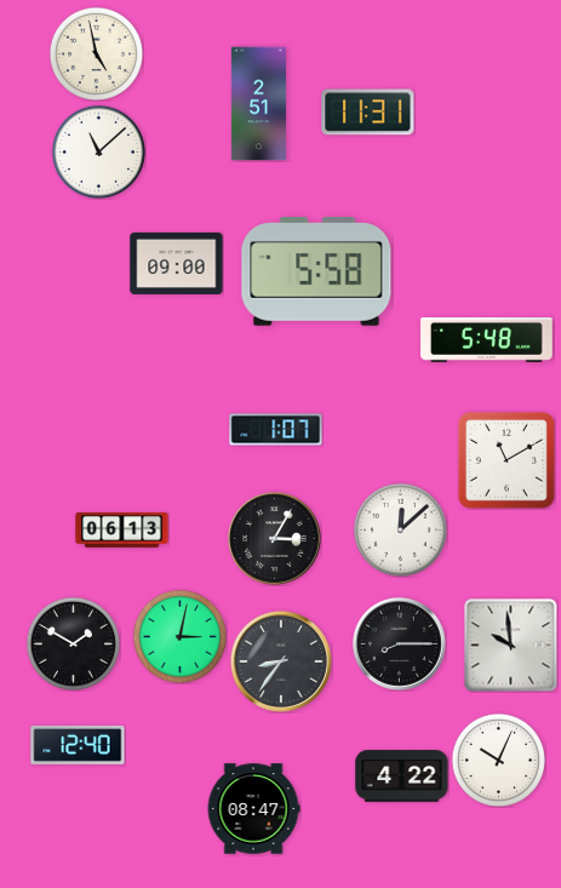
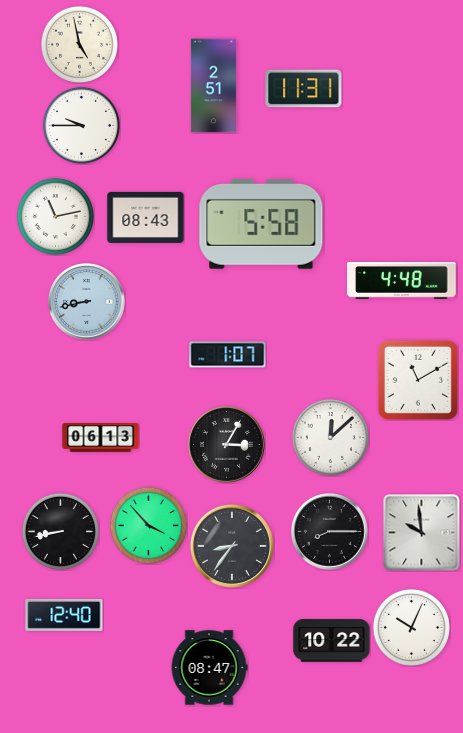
clock at (368, 113) position: (368, 113) -> (304, 89)
clock at (98, 151): 11:08 -> 9:45
clock at (55, 216): none -> 11:13
clock at (177, 263): 09:00 -> 08:43
clock at (487, 340): 5:48 -> 4:48
clock at (87, 302): none -> 8:43
clock at (179, 636): 3:02 -> 3:53
clock at (73, 643): 1:50 -> 8:43
clock at (402, 777): 4:22 -> 10:22
